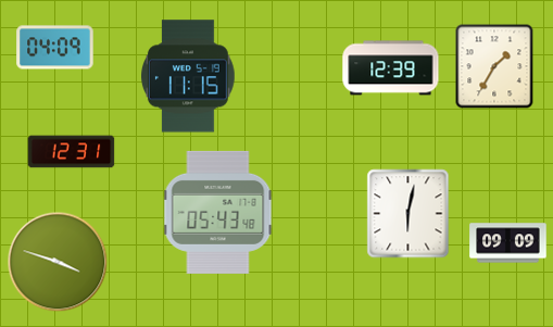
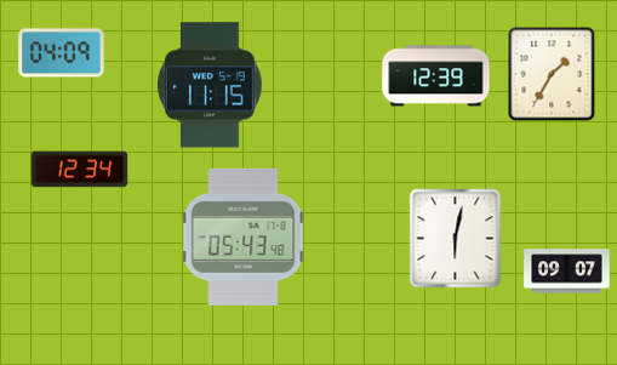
clock at (72, 152): 12:31 -> 12:34
clock at (508, 243): 09:09 -> 09:07
clock at (58, 262): 3:48 -> none
